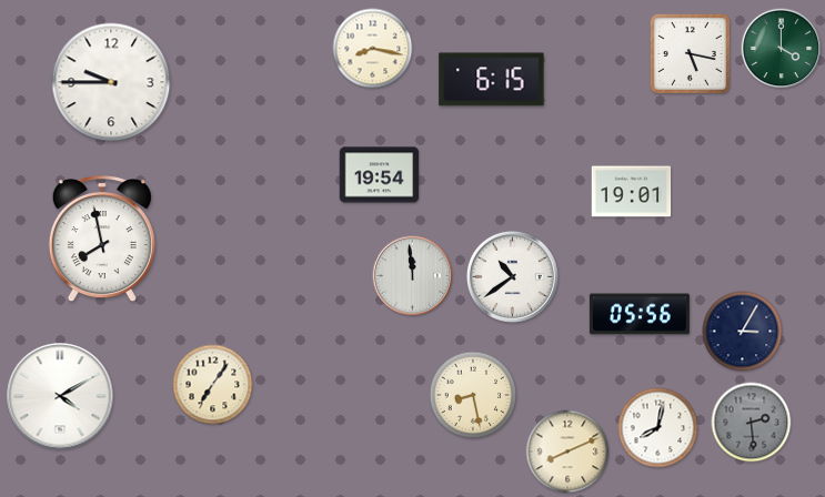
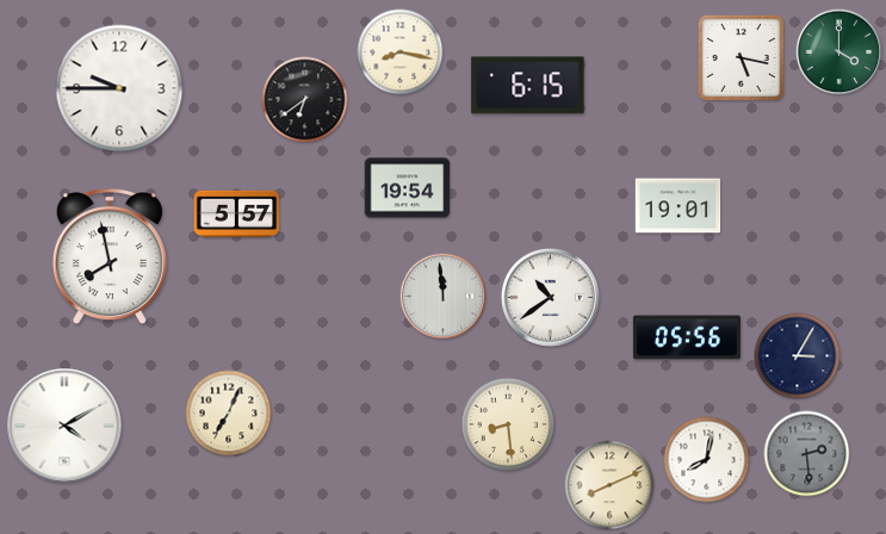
clock at (305, 100): none -> 6:39
clock at (237, 213): none -> 5:57
clock at (213, 385): 7:06 -> 7:04
clock at (473, 395): 8:28 -> 8:29
